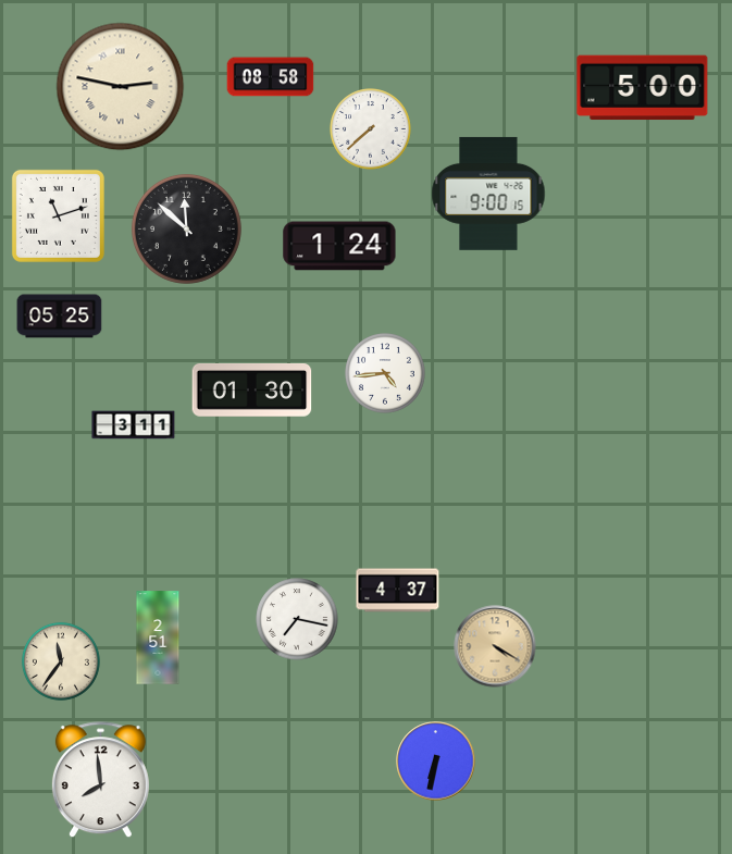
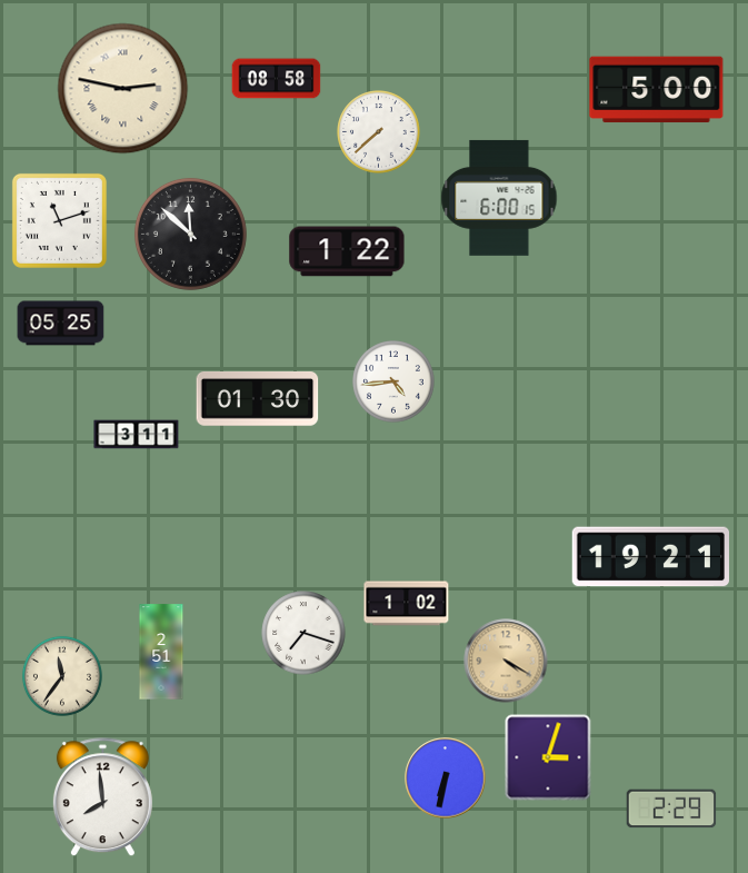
clock at (488, 194): 9:00 -> 6:00
clock at (339, 246): 1:24 -> 1:22
clock at (650, 557): none -> 19:21
clock at (398, 591): 4:37 -> 1:02
clock at (297, 619): 7:17 -> 7:18
clock at (548, 757): none -> 3:03
clock at (671, 808): none -> 2:29
